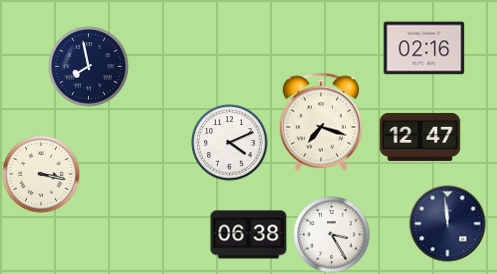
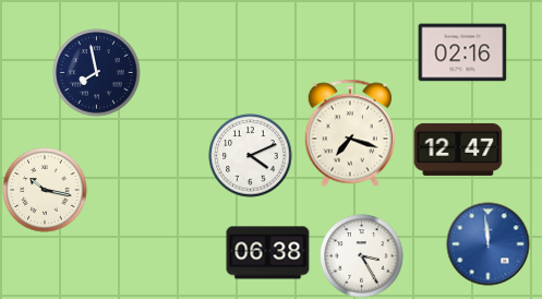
clock at (41, 174): 3:17 -> 10:17
clock at (448, 224) dial: navy -> blue
clock at (249, 235) position: (249, 235) -> (268, 253)
